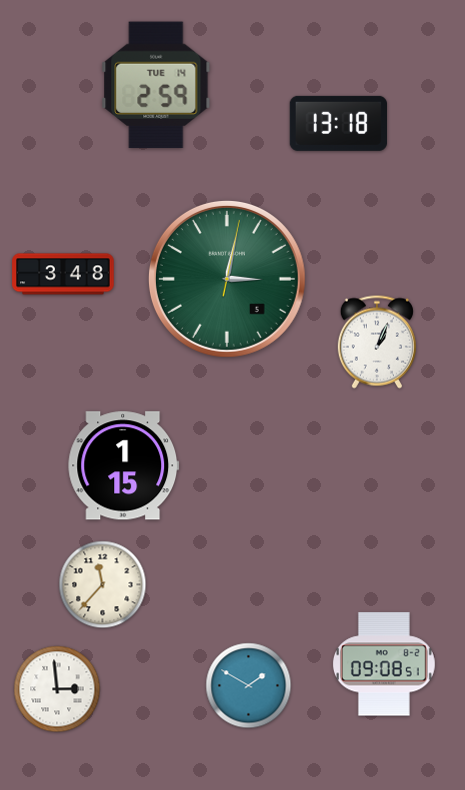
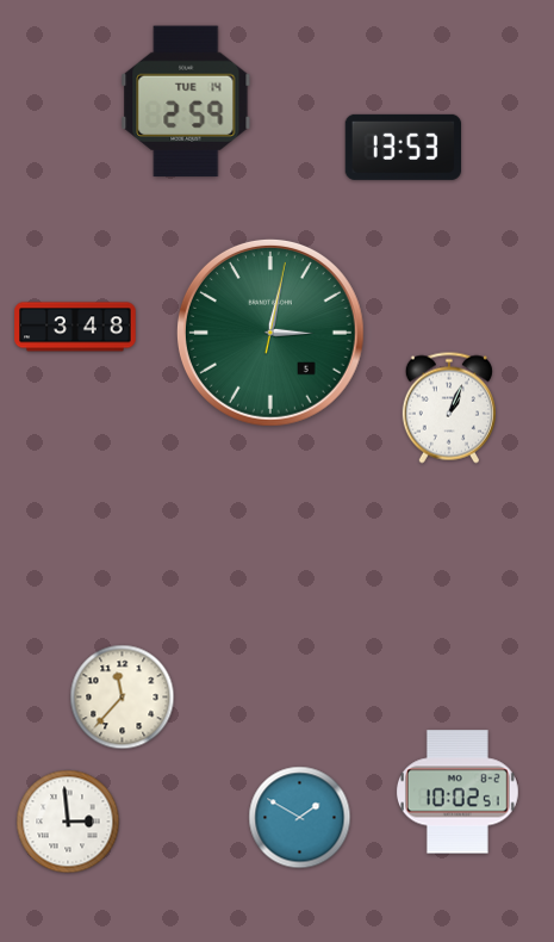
clock at (338, 123): 13:18 -> 13:53
clock at (124, 466): 1:15 -> none
clock at (384, 664): 09:08 -> 10:02
clock at (249, 686) position: (249, 686) -> (300, 818)
